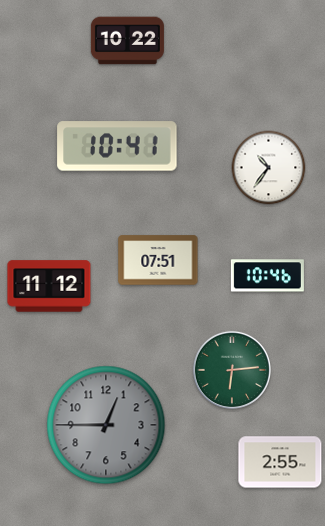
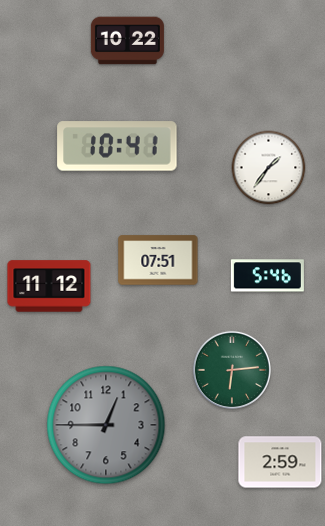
clock at (269, 168): 10:36 -> 1:36
clock at (267, 276): 10:46 -> 5:46
clock at (280, 462): 2:55 -> 2:59
